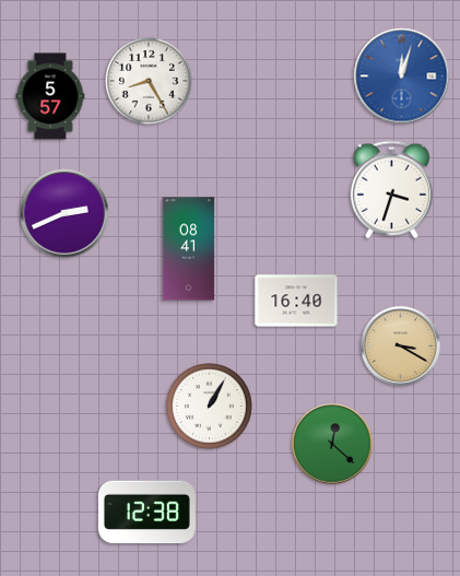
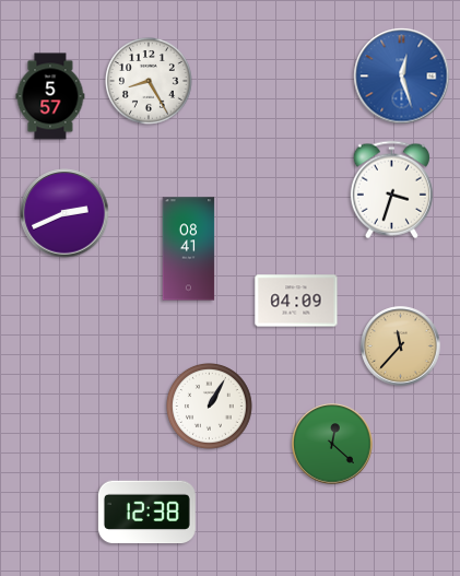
clock at (402, 77): 12:03 -> 12:27
clock at (296, 301): 16:40 -> 04:09
clock at (401, 346): 3:20 -> 11:37
